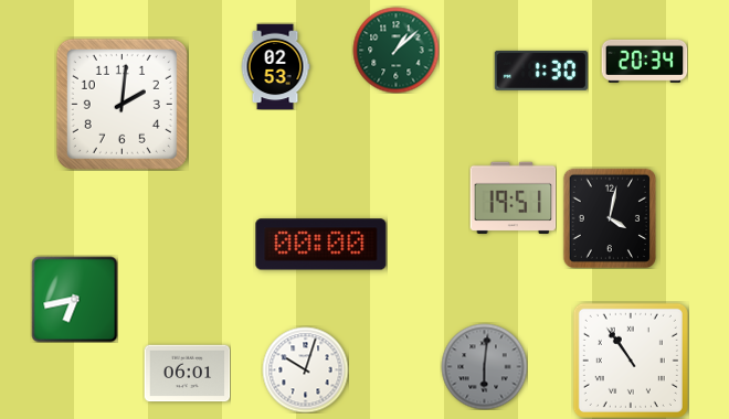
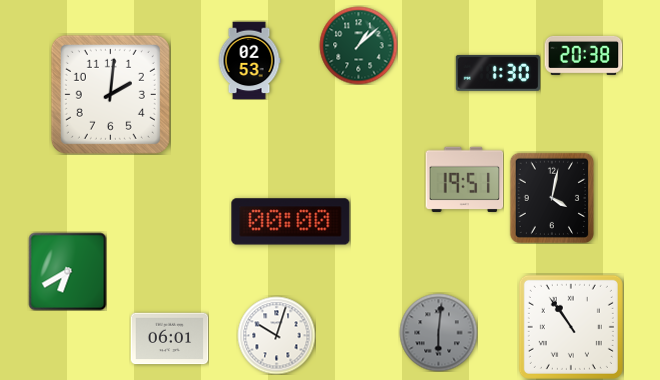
clock at (644, 61): 20:34 -> 20:38
clock at (540, 71) position: (540, 71) -> (497, 73)
clock at (74, 299): 6:43 -> 6:40
